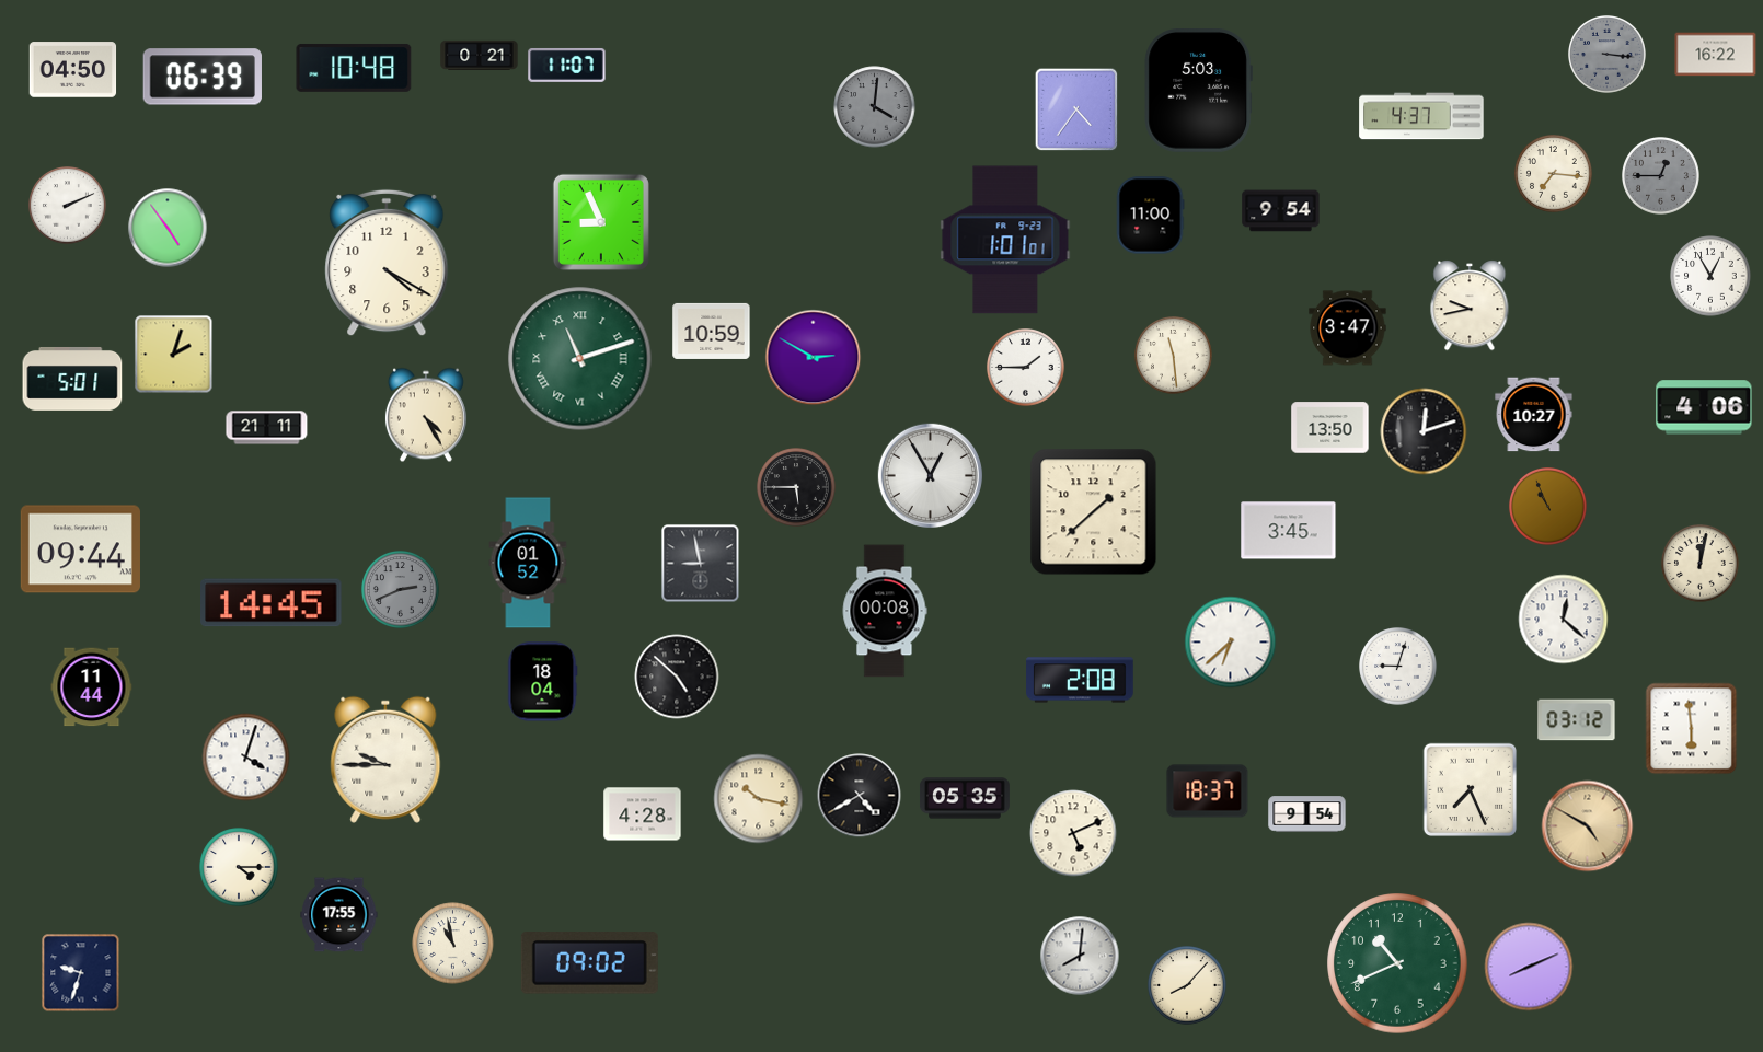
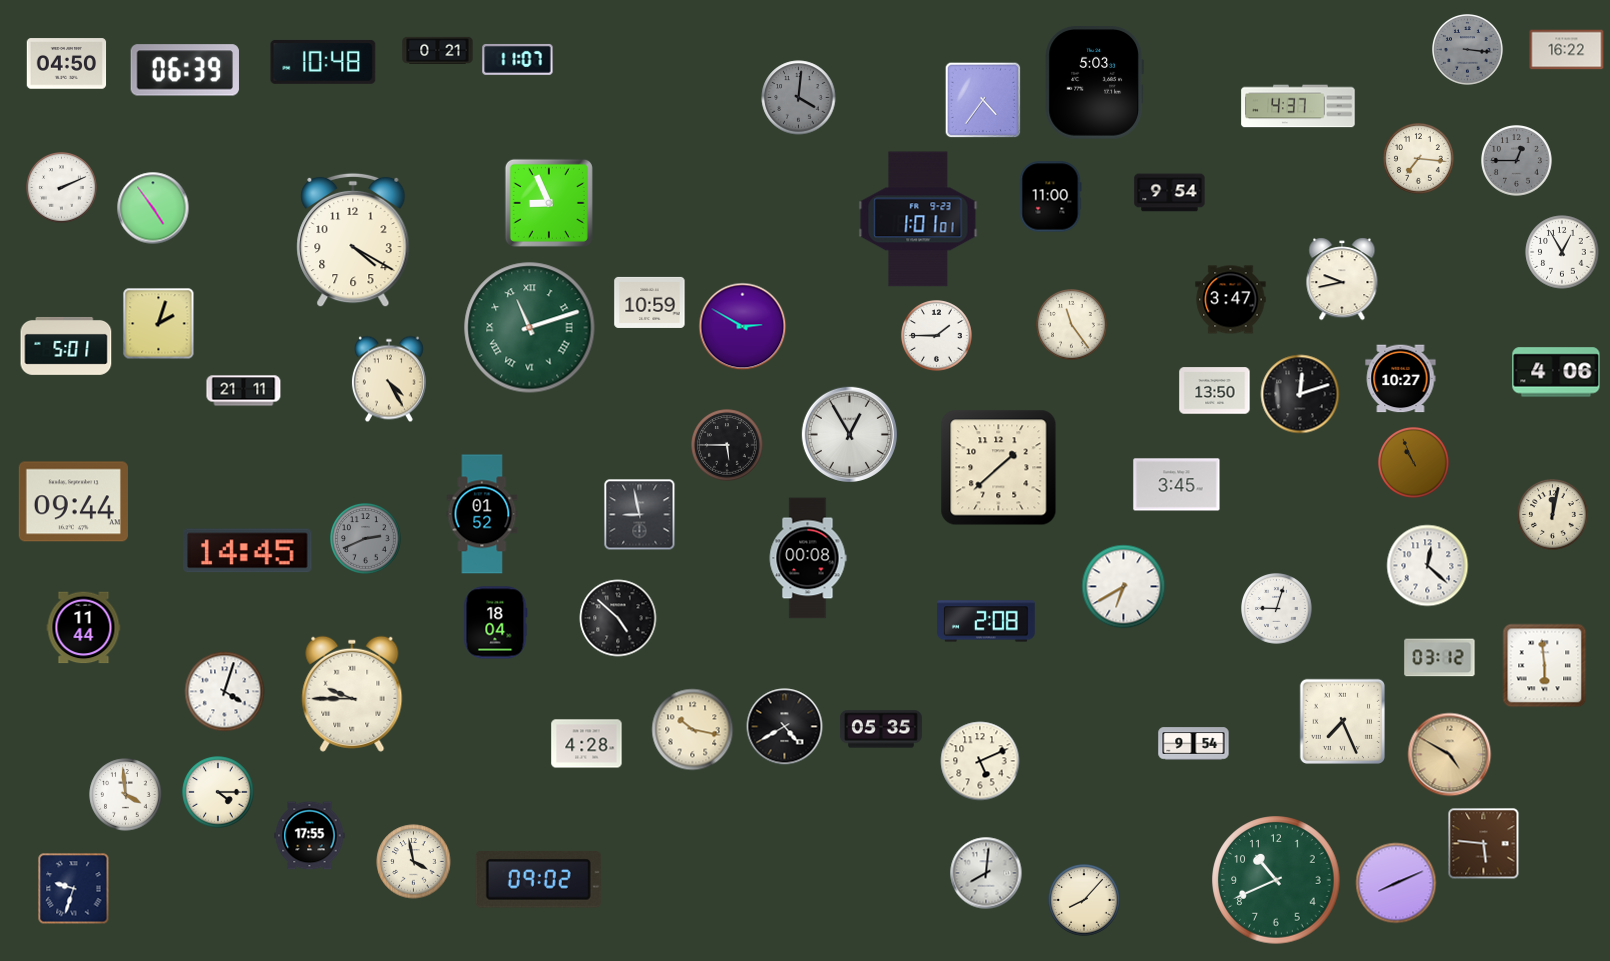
clock at (1174, 356): 11:29 -> 11:24
clock at (1231, 643): 6:38 -> 6:40
clock at (1208, 791): 18:37 -> none
clock at (126, 795): none -> 3:59
clock at (1484, 844): none -> 5:46
clock at (453, 944): 10:58 -> 3:58
